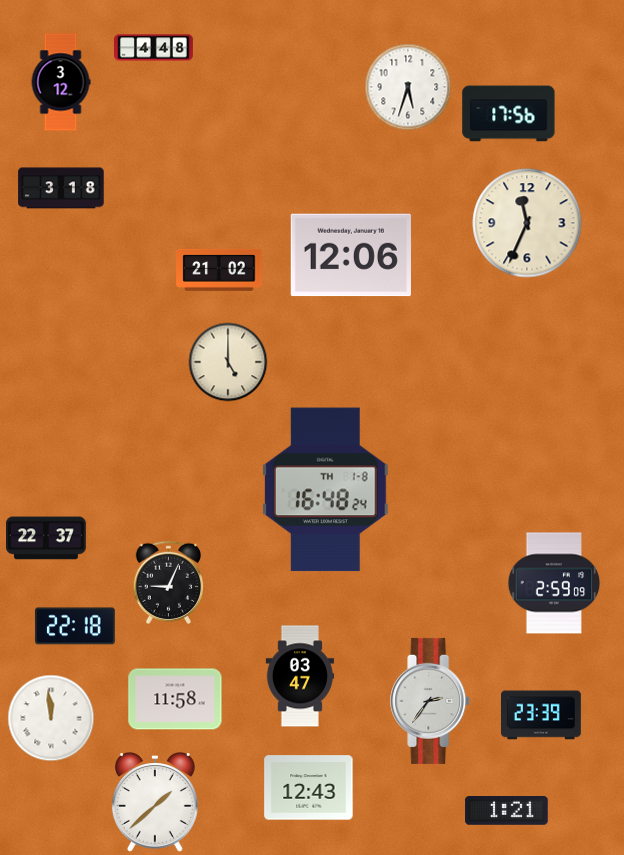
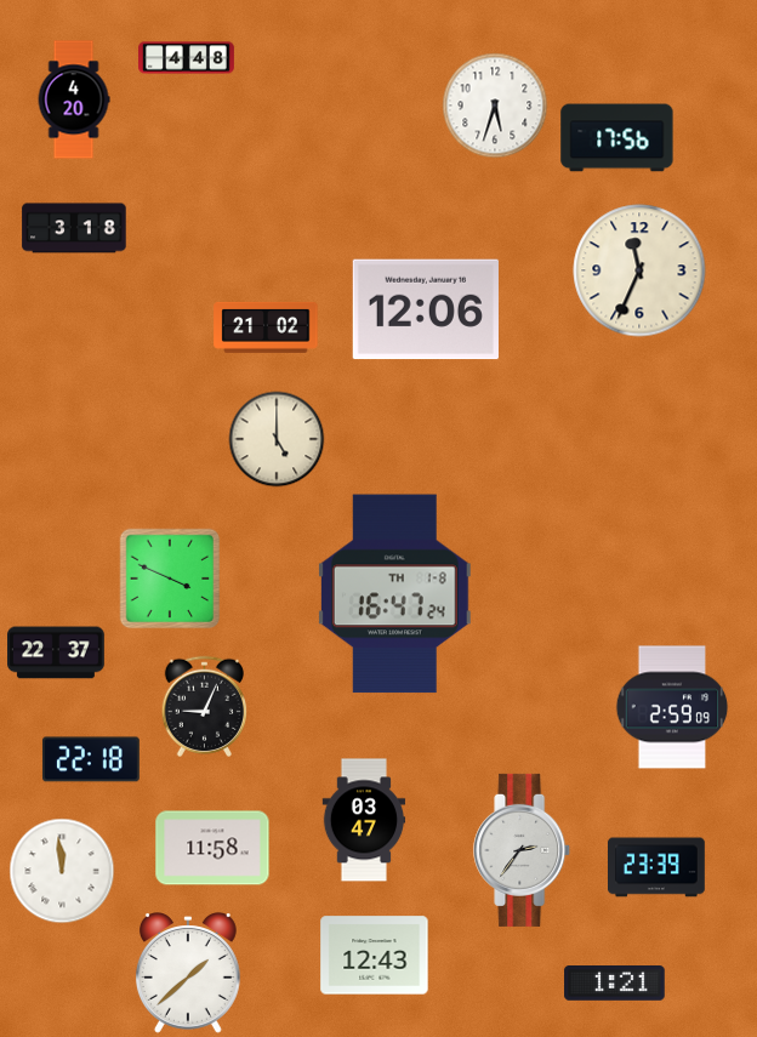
clock at (61, 82): 3:12 -> 4:20
clock at (170, 579): none -> 3:49
clock at (325, 490): 16:48 -> 16:47
